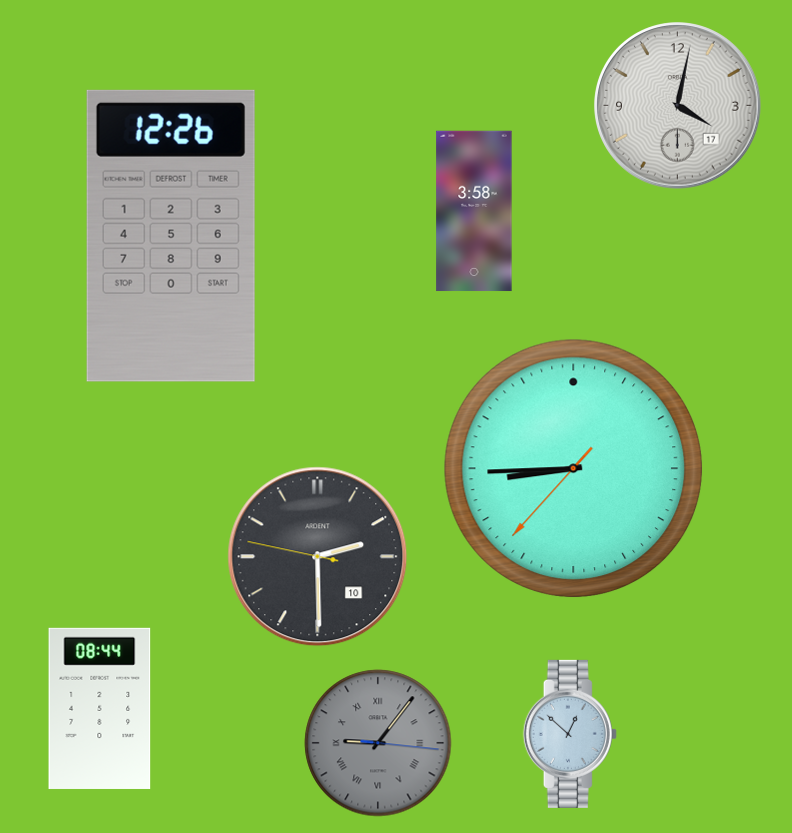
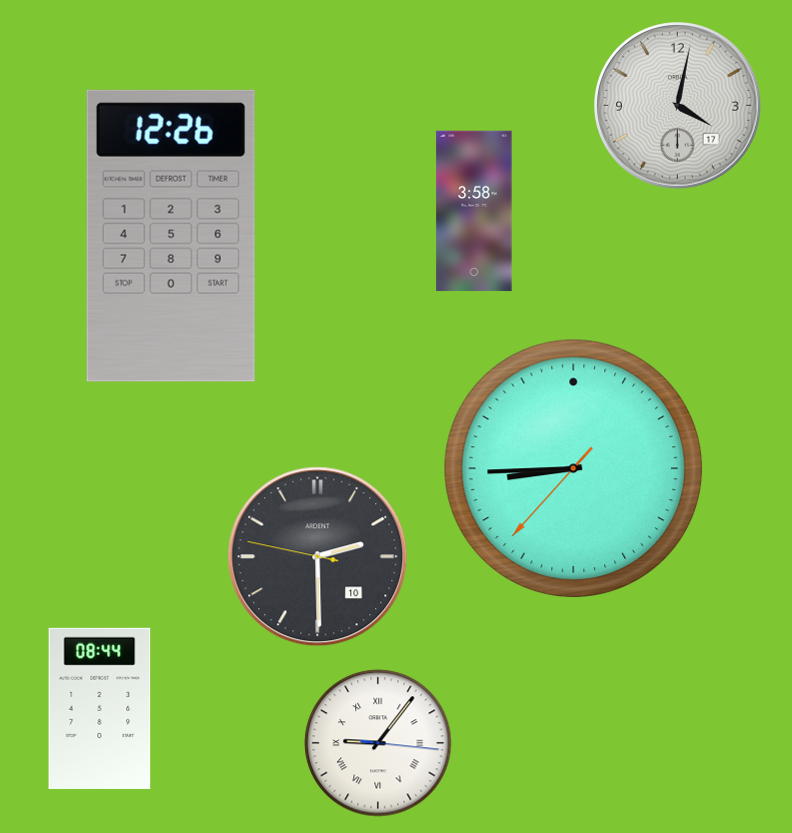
clock at (570, 734): 12:52 -> none
clock at (378, 743) dial: grey -> white
